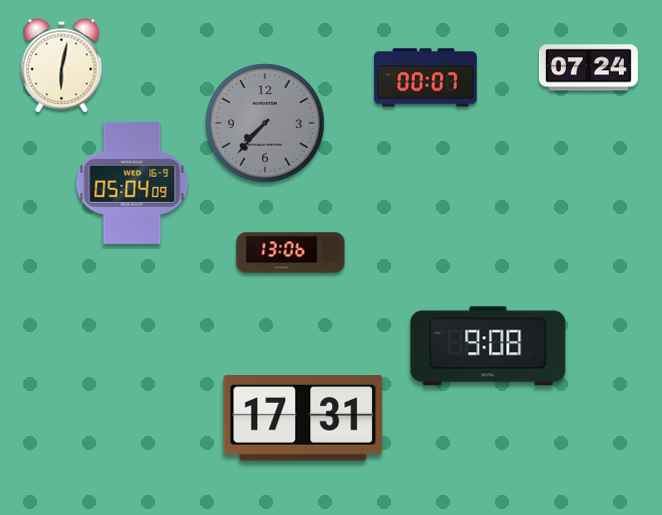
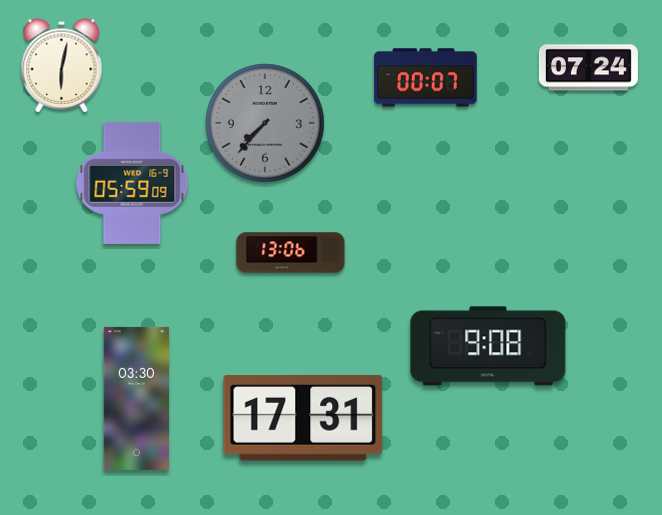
clock at (132, 183): 05:04 -> 05:59
clock at (136, 398): none -> 03:30
